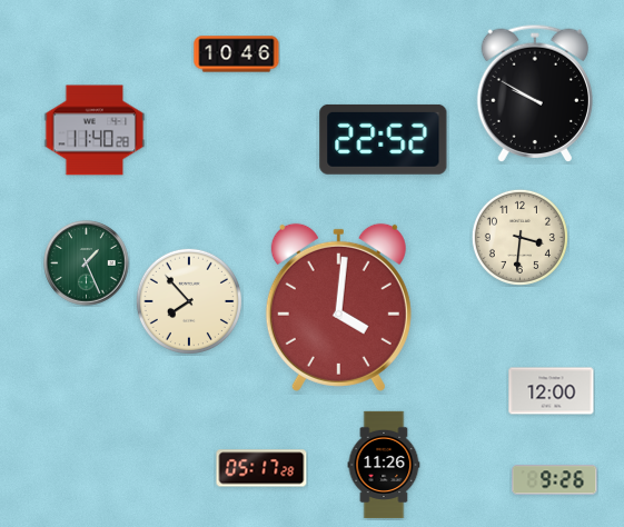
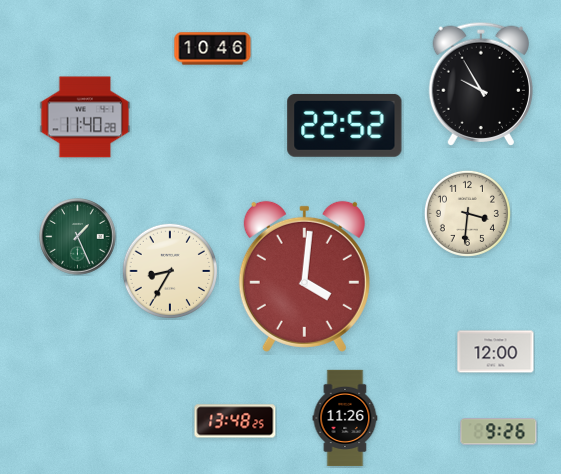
clock at (534, 92): 9:50 -> 9:55
clock at (189, 301): 7:53 -> 8:35
clock at (261, 468): 05:17 -> 13:48
